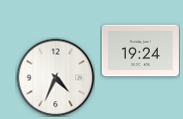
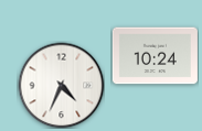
clock at (140, 51): 19:24 -> 10:24
